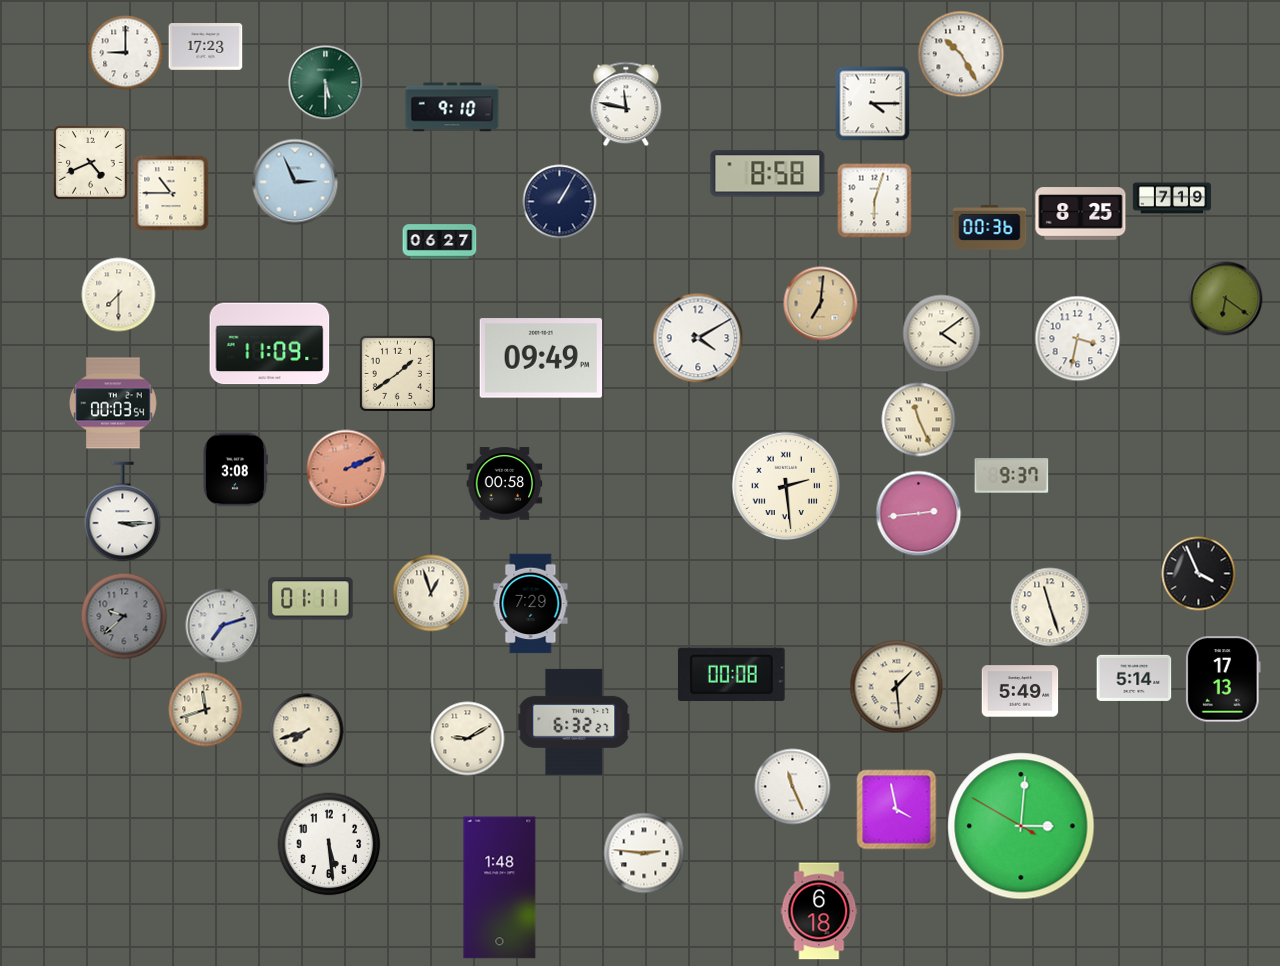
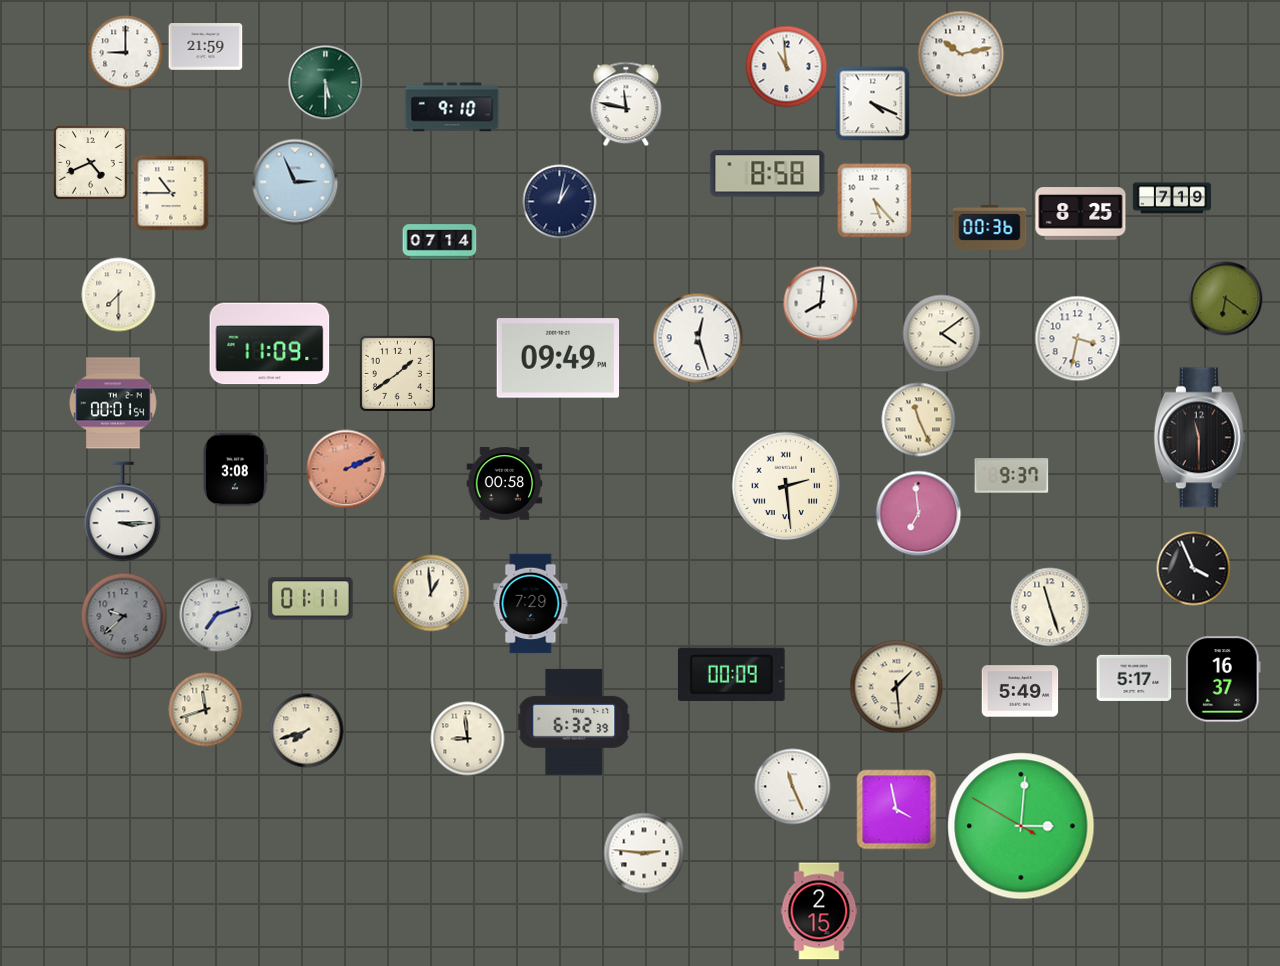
clock at (206, 47): 17:23 -> 21:59
clock at (961, 54): 10:25 -> 10:13
clock at (787, 67): none -> 10:59
clock at (873, 104): 4:15 -> 4:19
clock at (875, 201): 6:03 -> 5:23
clock at (560, 202): 1:05 -> 1:02
clock at (440, 242): 06:27 -> 07:14
clock at (821, 304): 7:01 -> 8:01
clock at (821, 304) dial: champagne -> white
clock at (698, 338): 4:10 -> 12:27
clock at (541, 358) position: (541, 358) -> (558, 358)
clock at (113, 403): 00:03 -> 00:01
clock at (1199, 438): none -> 11:30
clock at (919, 514): 2:44 -> 6:59
clock at (1199, 574) position: (1199, 574) -> (1194, 569)
clock at (431, 593): 12:57 -> 12:59
clock at (223, 626) position: (223, 626) -> (217, 615)
clock at (731, 674): 00:08 -> 00:09
clock at (1134, 678): 5:14 -> 5:17
clock at (1224, 679): 17:13 -> 16:37
clock at (574, 722): 6:32:27 -> 6:32:39
clock at (468, 739): 9:10 -> 8:59
clock at (329, 844): 5:29 -> none
clock at (500, 888): 1:48 -> none
clock at (819, 911): 6:18 -> 2:15
